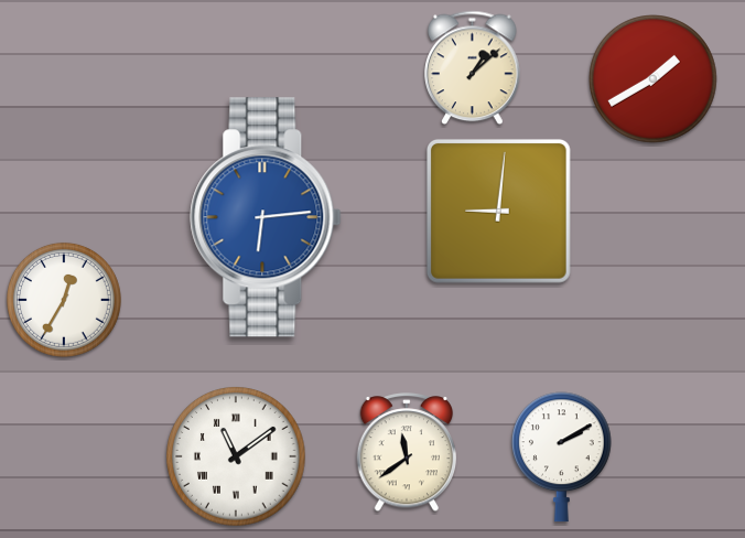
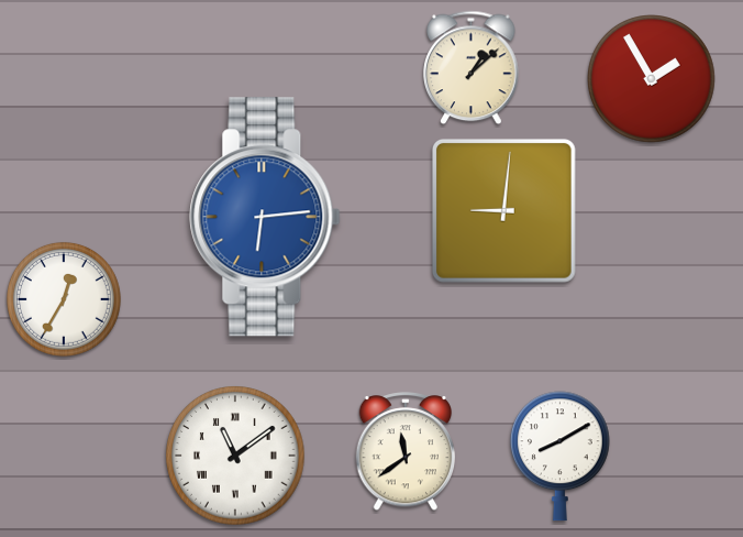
clock at (654, 79): 1:40 -> 1:55
clock at (498, 211) position: (498, 211) -> (503, 210)
clock at (561, 458): 2:10 -> 8:10
